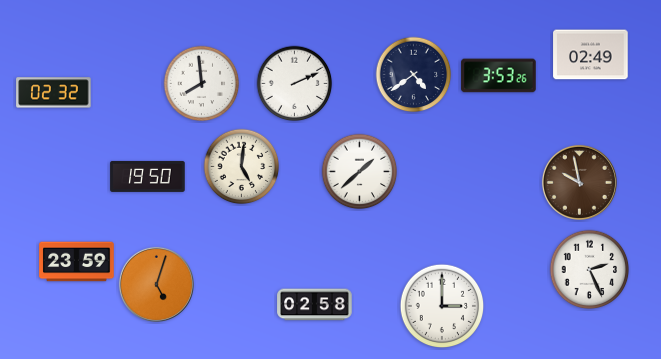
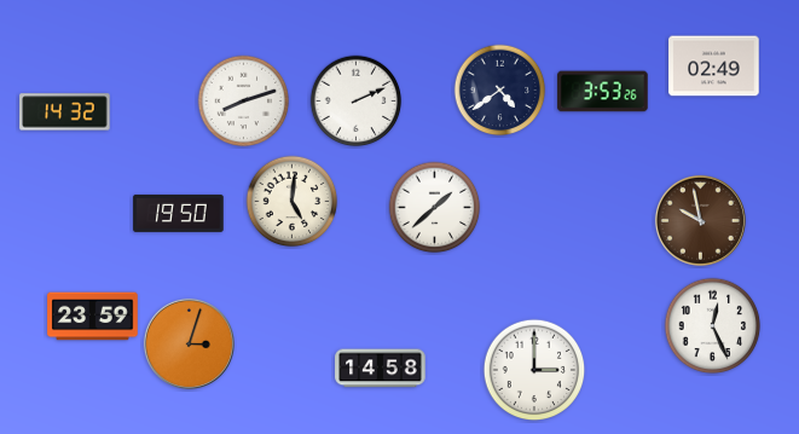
clock at (202, 84): 7:59 -> 8:12
clock at (54, 93): 02:32 -> 14:32
clock at (590, 270): 2:26 -> 12:26
clock at (156, 284): 5:03 -> 3:03
clock at (315, 305): 02:58 -> 14:58
